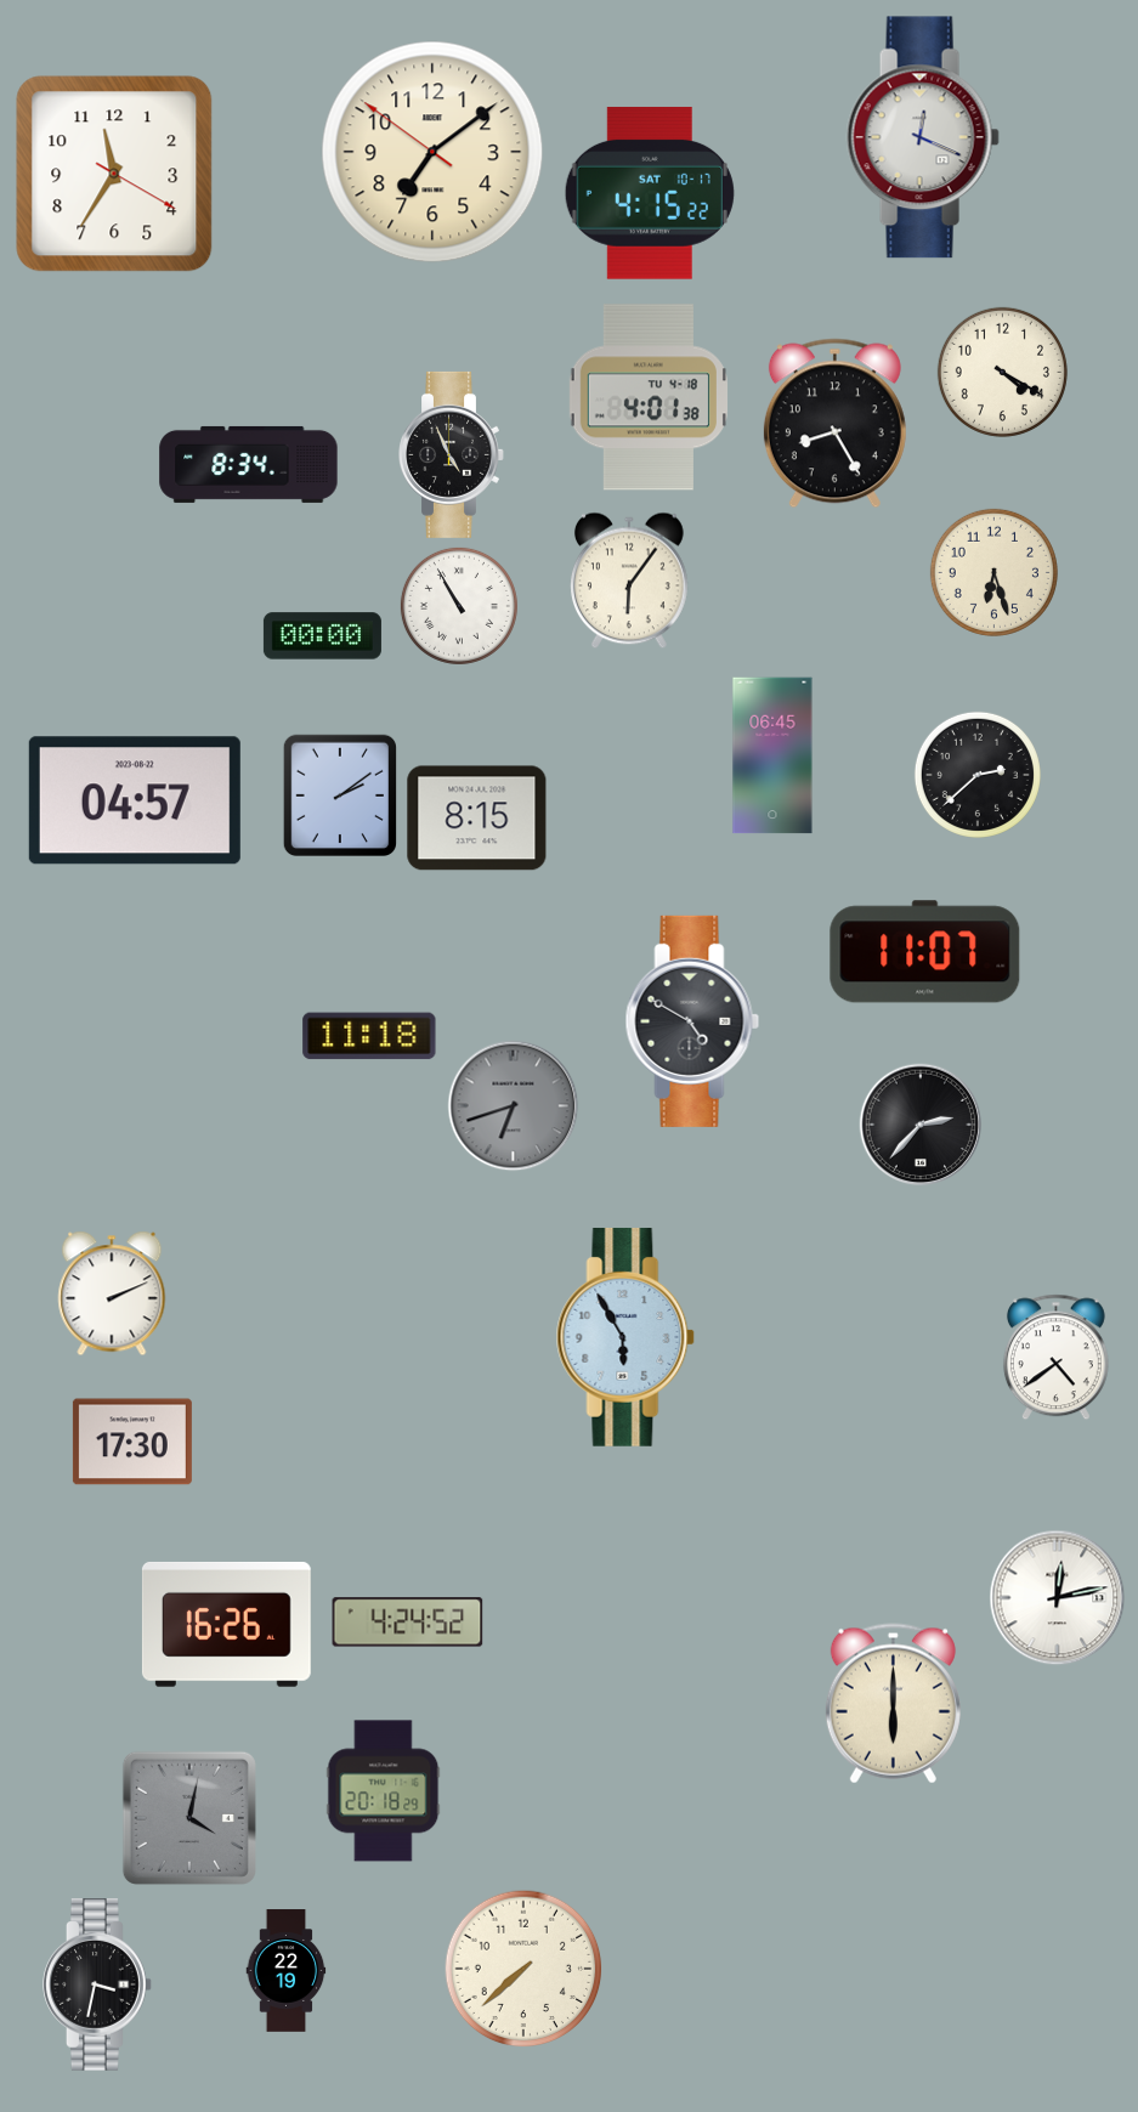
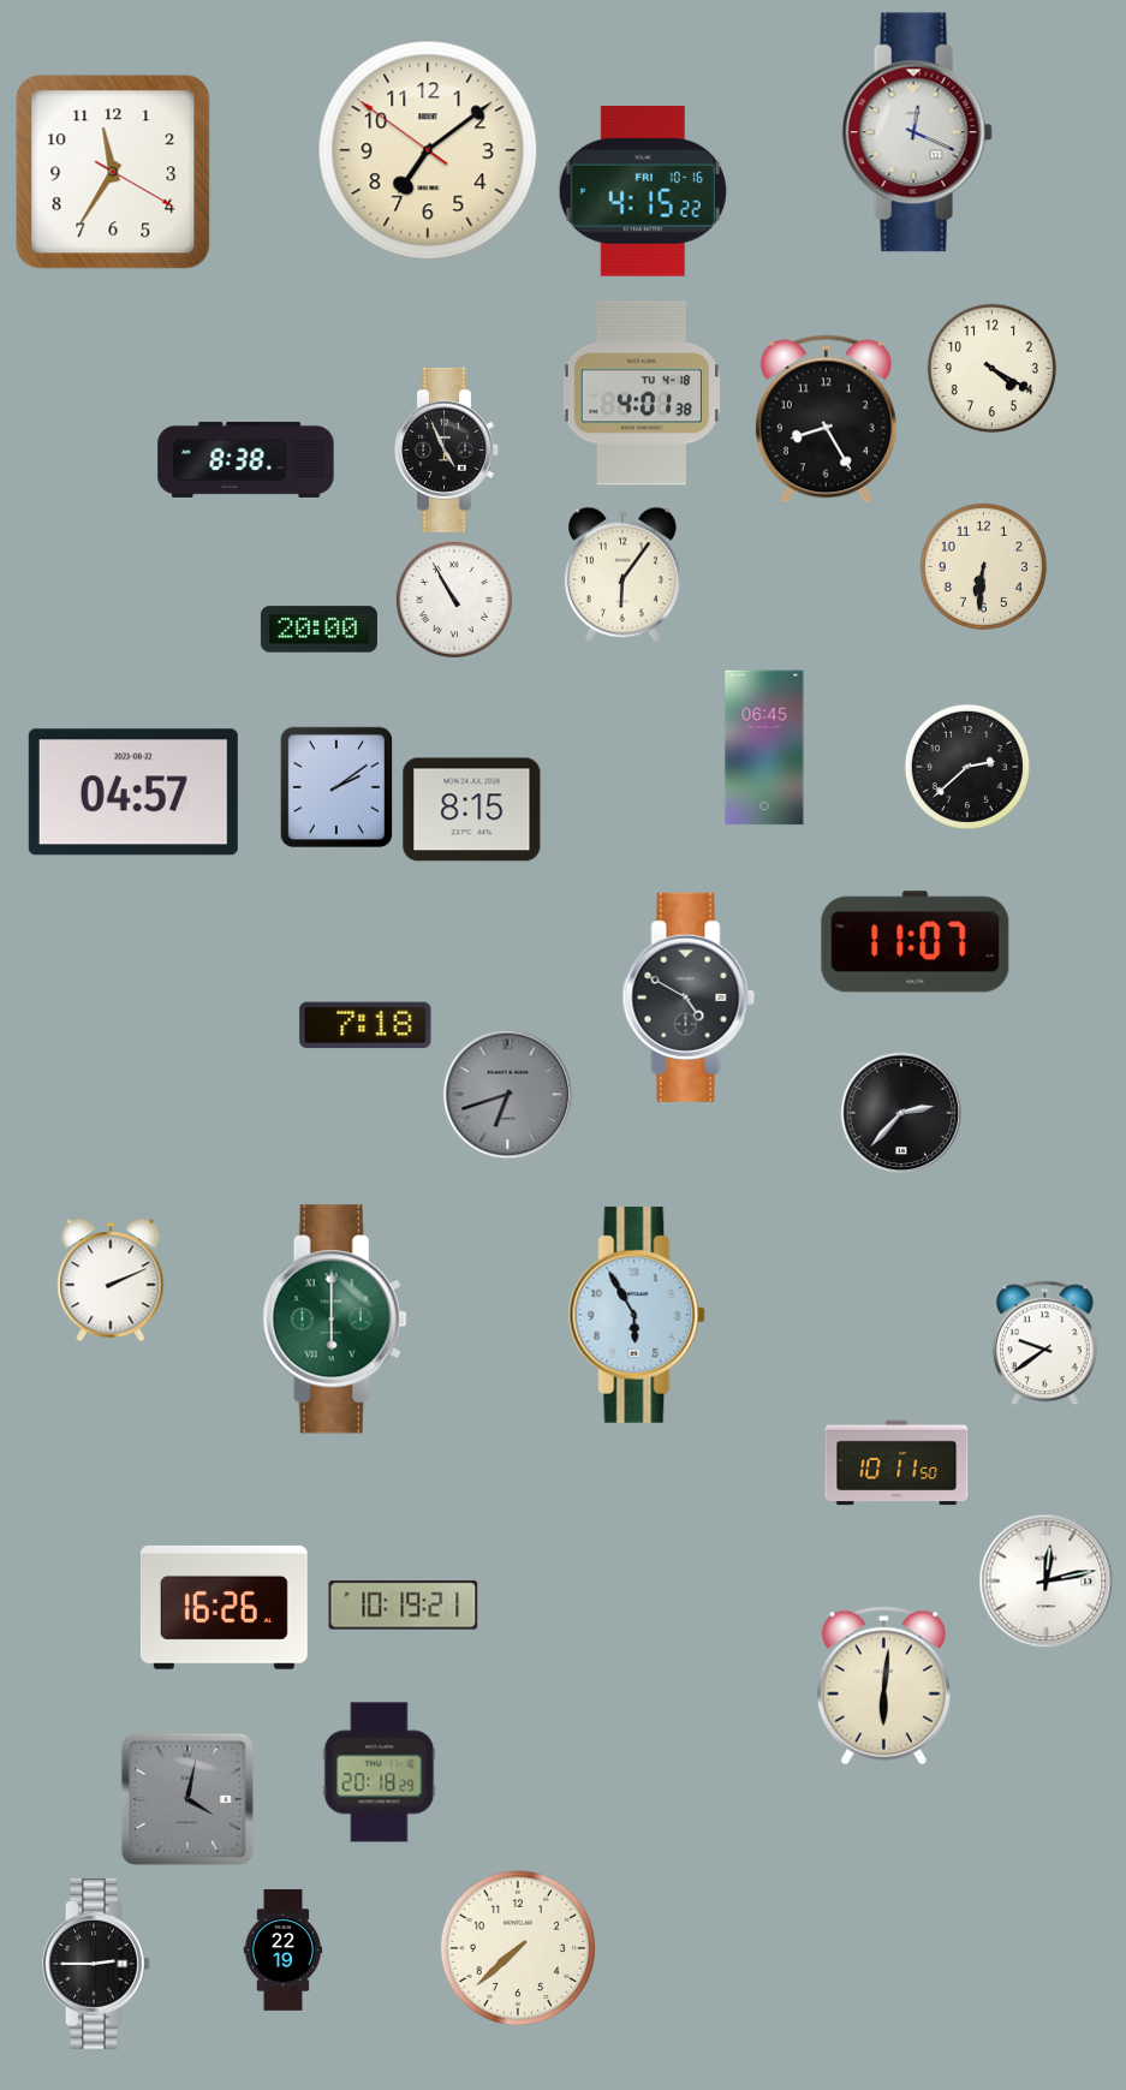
clock at (923, 137) position: (923, 137) -> (917, 132)
clock at (650, 193) date: SAT 10-17 -> FRI 10-16
clock at (249, 464): 8:34 -> 8:38
clock at (993, 572): 6:27 -> 6:31
clock at (322, 636): 00:00 -> 20:00
clock at (692, 1021) position: (692, 1021) -> (689, 998)
clock at (369, 1036): 11:18 -> 7:18
clock at (921, 1125) position: (921, 1125) -> (901, 1113)
clock at (334, 1320): none -> 6:00
clock at (625, 1337) position: (625, 1337) -> (637, 1315)
clock at (1055, 1358): 4:39 -> 9:39
clock at (132, 1442): 17:30 -> none
clock at (896, 1463): none -> 10:11
clock at (408, 1623): 4:24 -> 10:19
clock at (893, 1704): 6:00 -> 6:01
clock at (97, 1984): 3:32 -> 2:45
